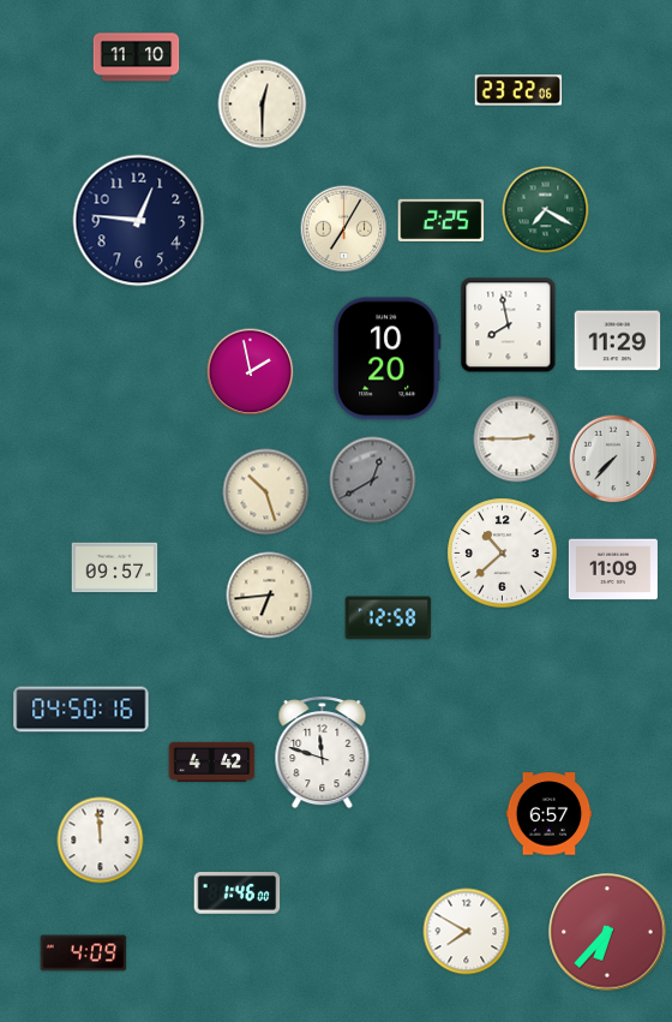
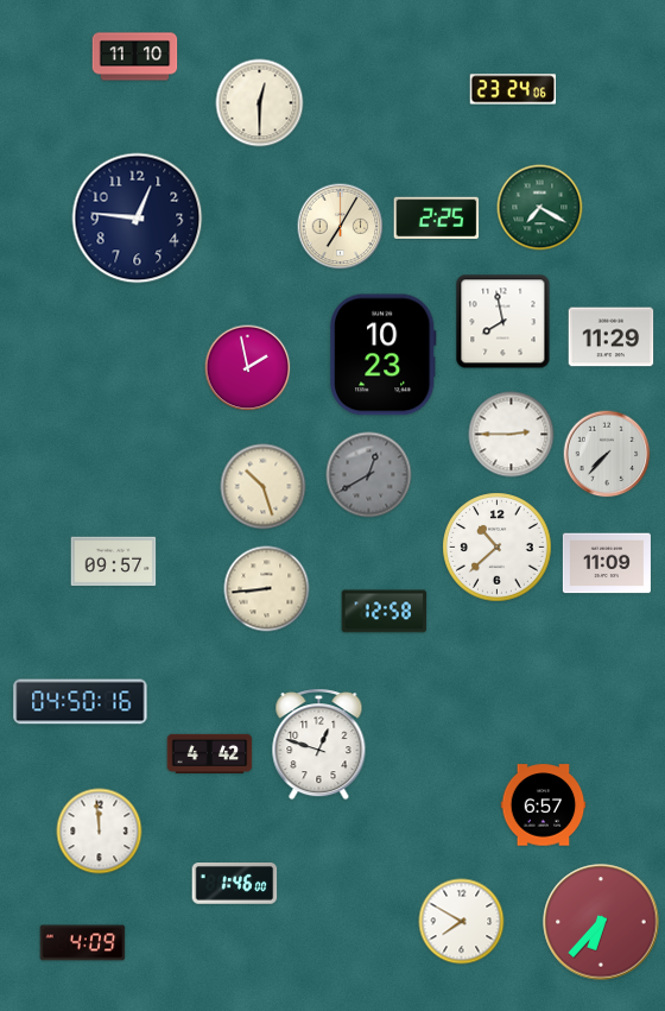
clock at (518, 90): 23:22 -> 23:24
clock at (388, 359): 10:20 -> 10:23
clock at (270, 596): 6:44 -> 8:44
clock at (323, 753): 11:48 -> 12:48
